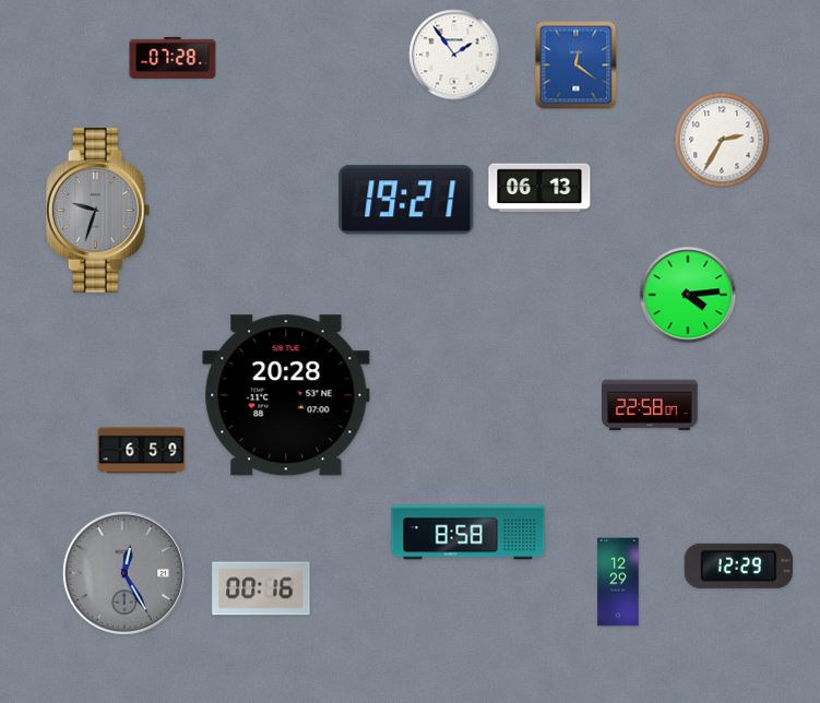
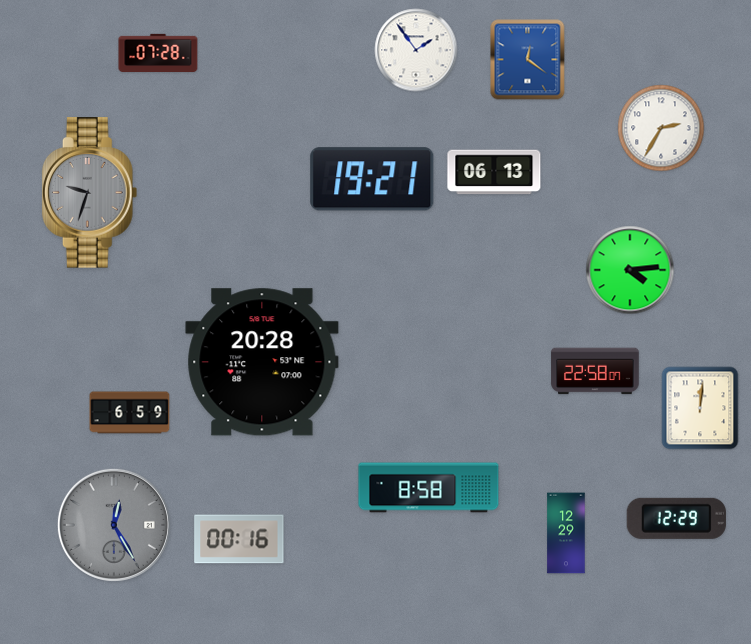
clock at (406, 200) position: (406, 200) -> (372, 179)
clock at (700, 408): none -> 12:01
